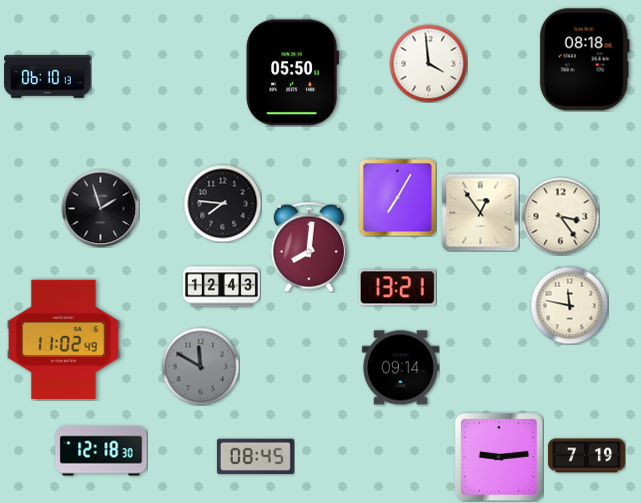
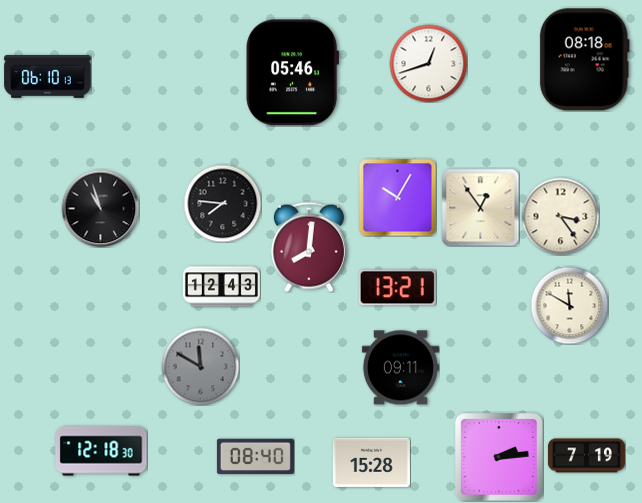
clock at (428, 63): 3:59 -> 12:42
clock at (292, 73): 05:50 -> 05:46
clock at (397, 197): 7:05 -> 10:05
clock at (100, 208): 1:57 -> 10:57
clock at (480, 212) position: (480, 212) -> (480, 207)
clock at (569, 305): 11:47 -> 11:50
clock at (63, 340): 11:02 -> none
clock at (400, 368): 09:14 -> 09:11
clock at (255, 457): 08:45 -> 08:40
clock at (499, 457): 9:14 -> 2:14
clock at (371, 462): none -> 15:28
